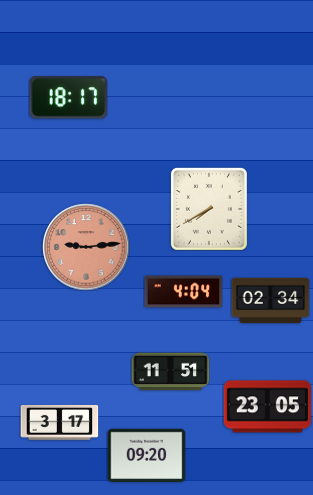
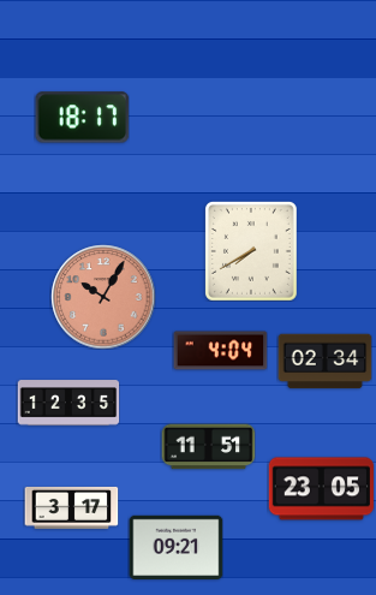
clock at (86, 247): 9:14 -> 10:05
clock at (68, 403): none -> 12:35
clock at (170, 372) position: (170, 372) -> (208, 447)
clock at (146, 455): 09:20 -> 09:21
